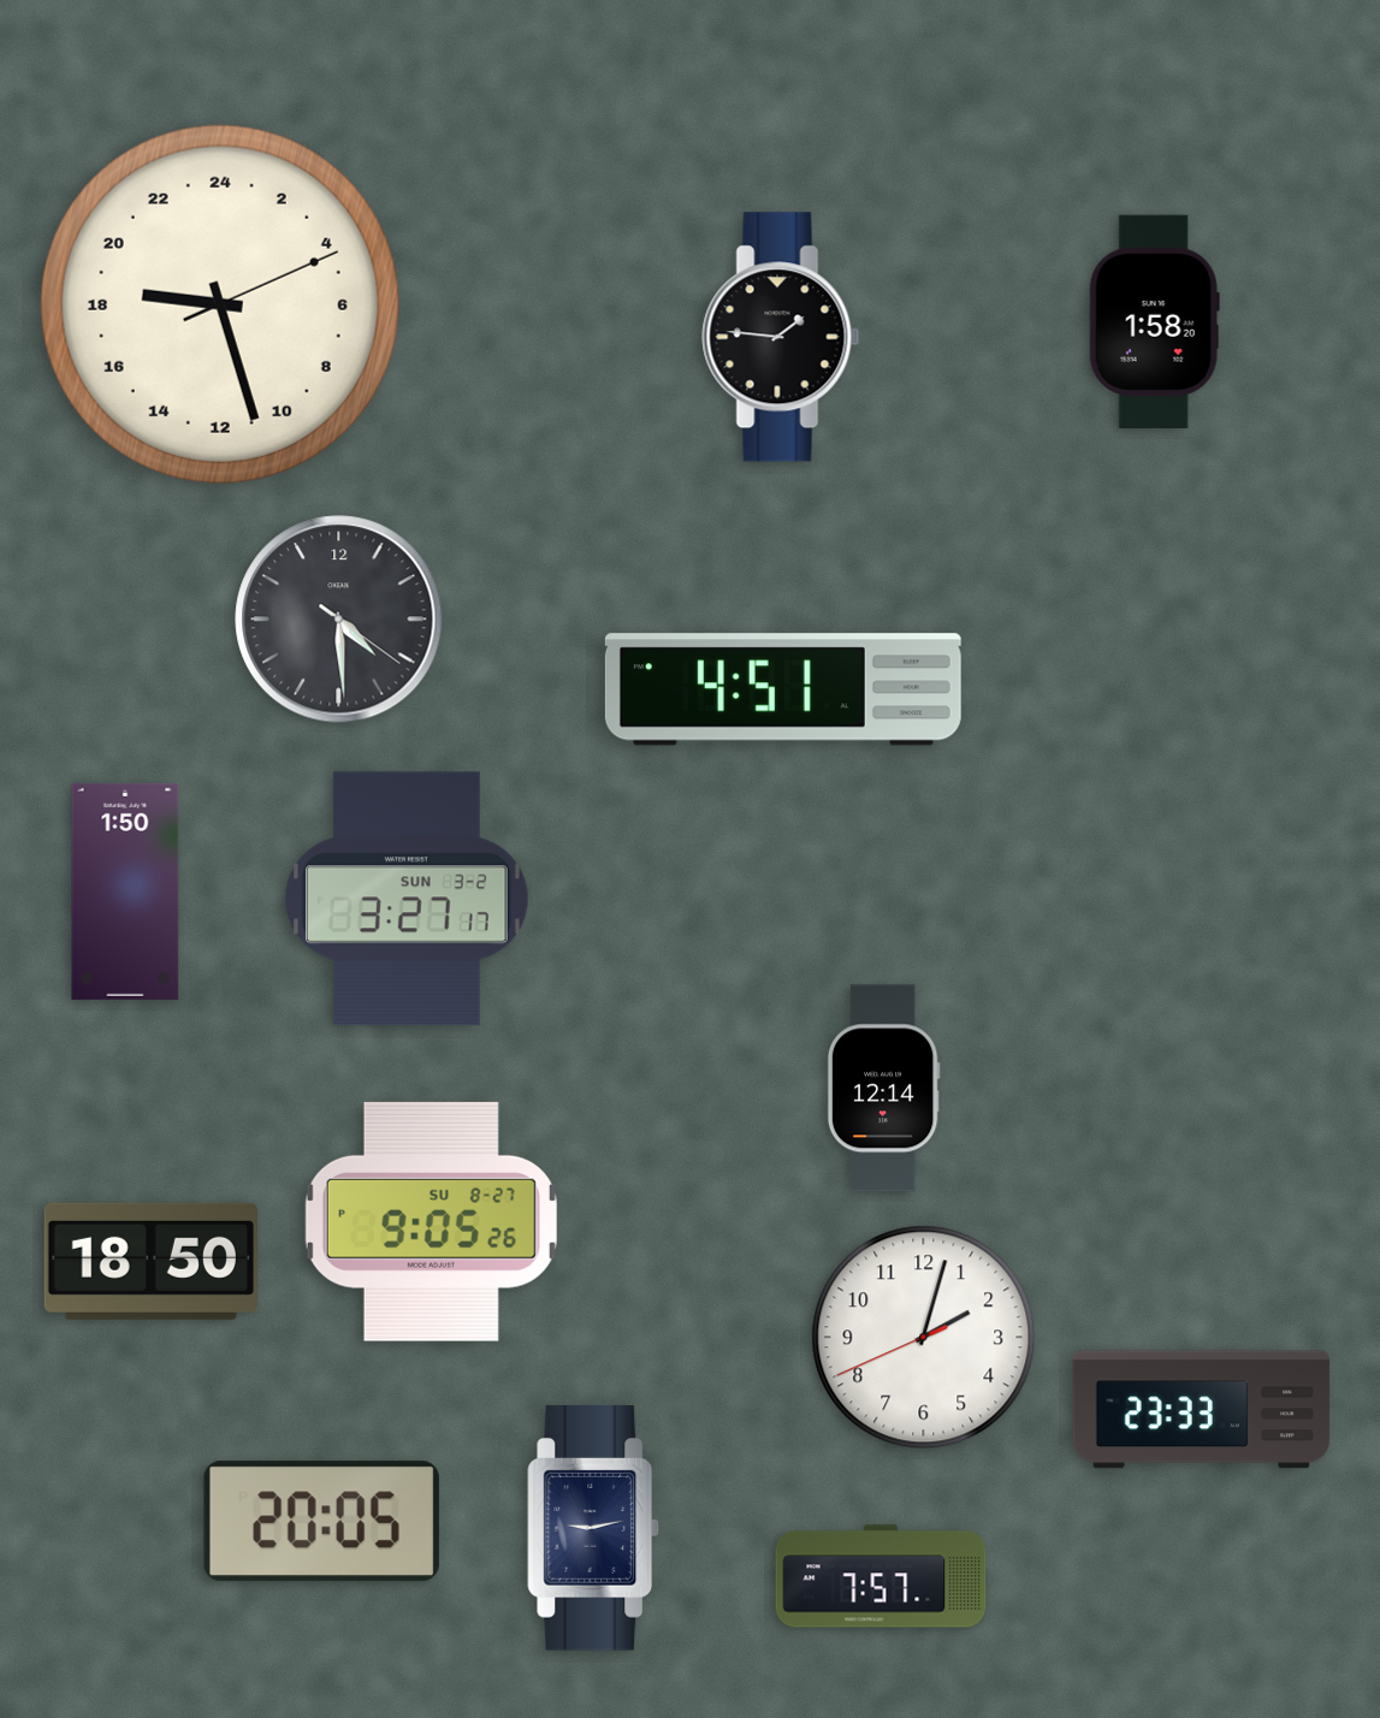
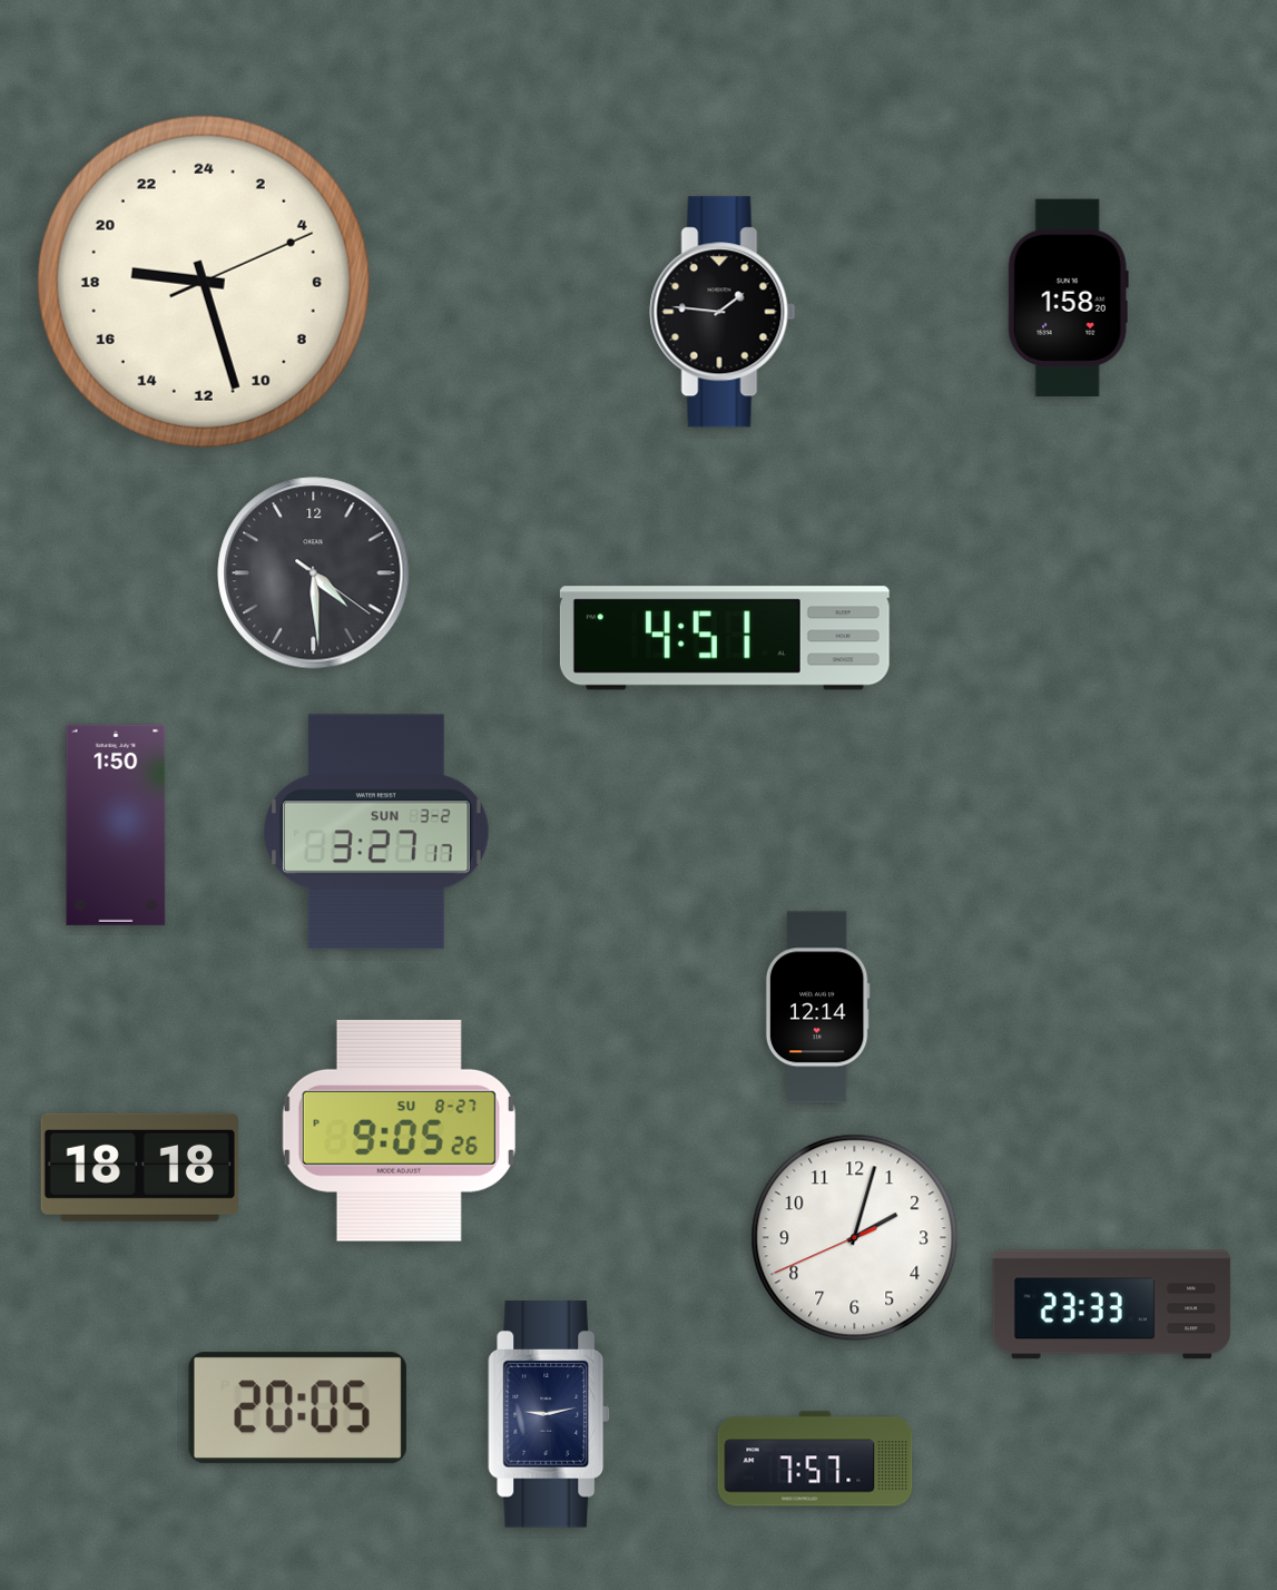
clock at (150, 1261): 18:50 -> 18:18
